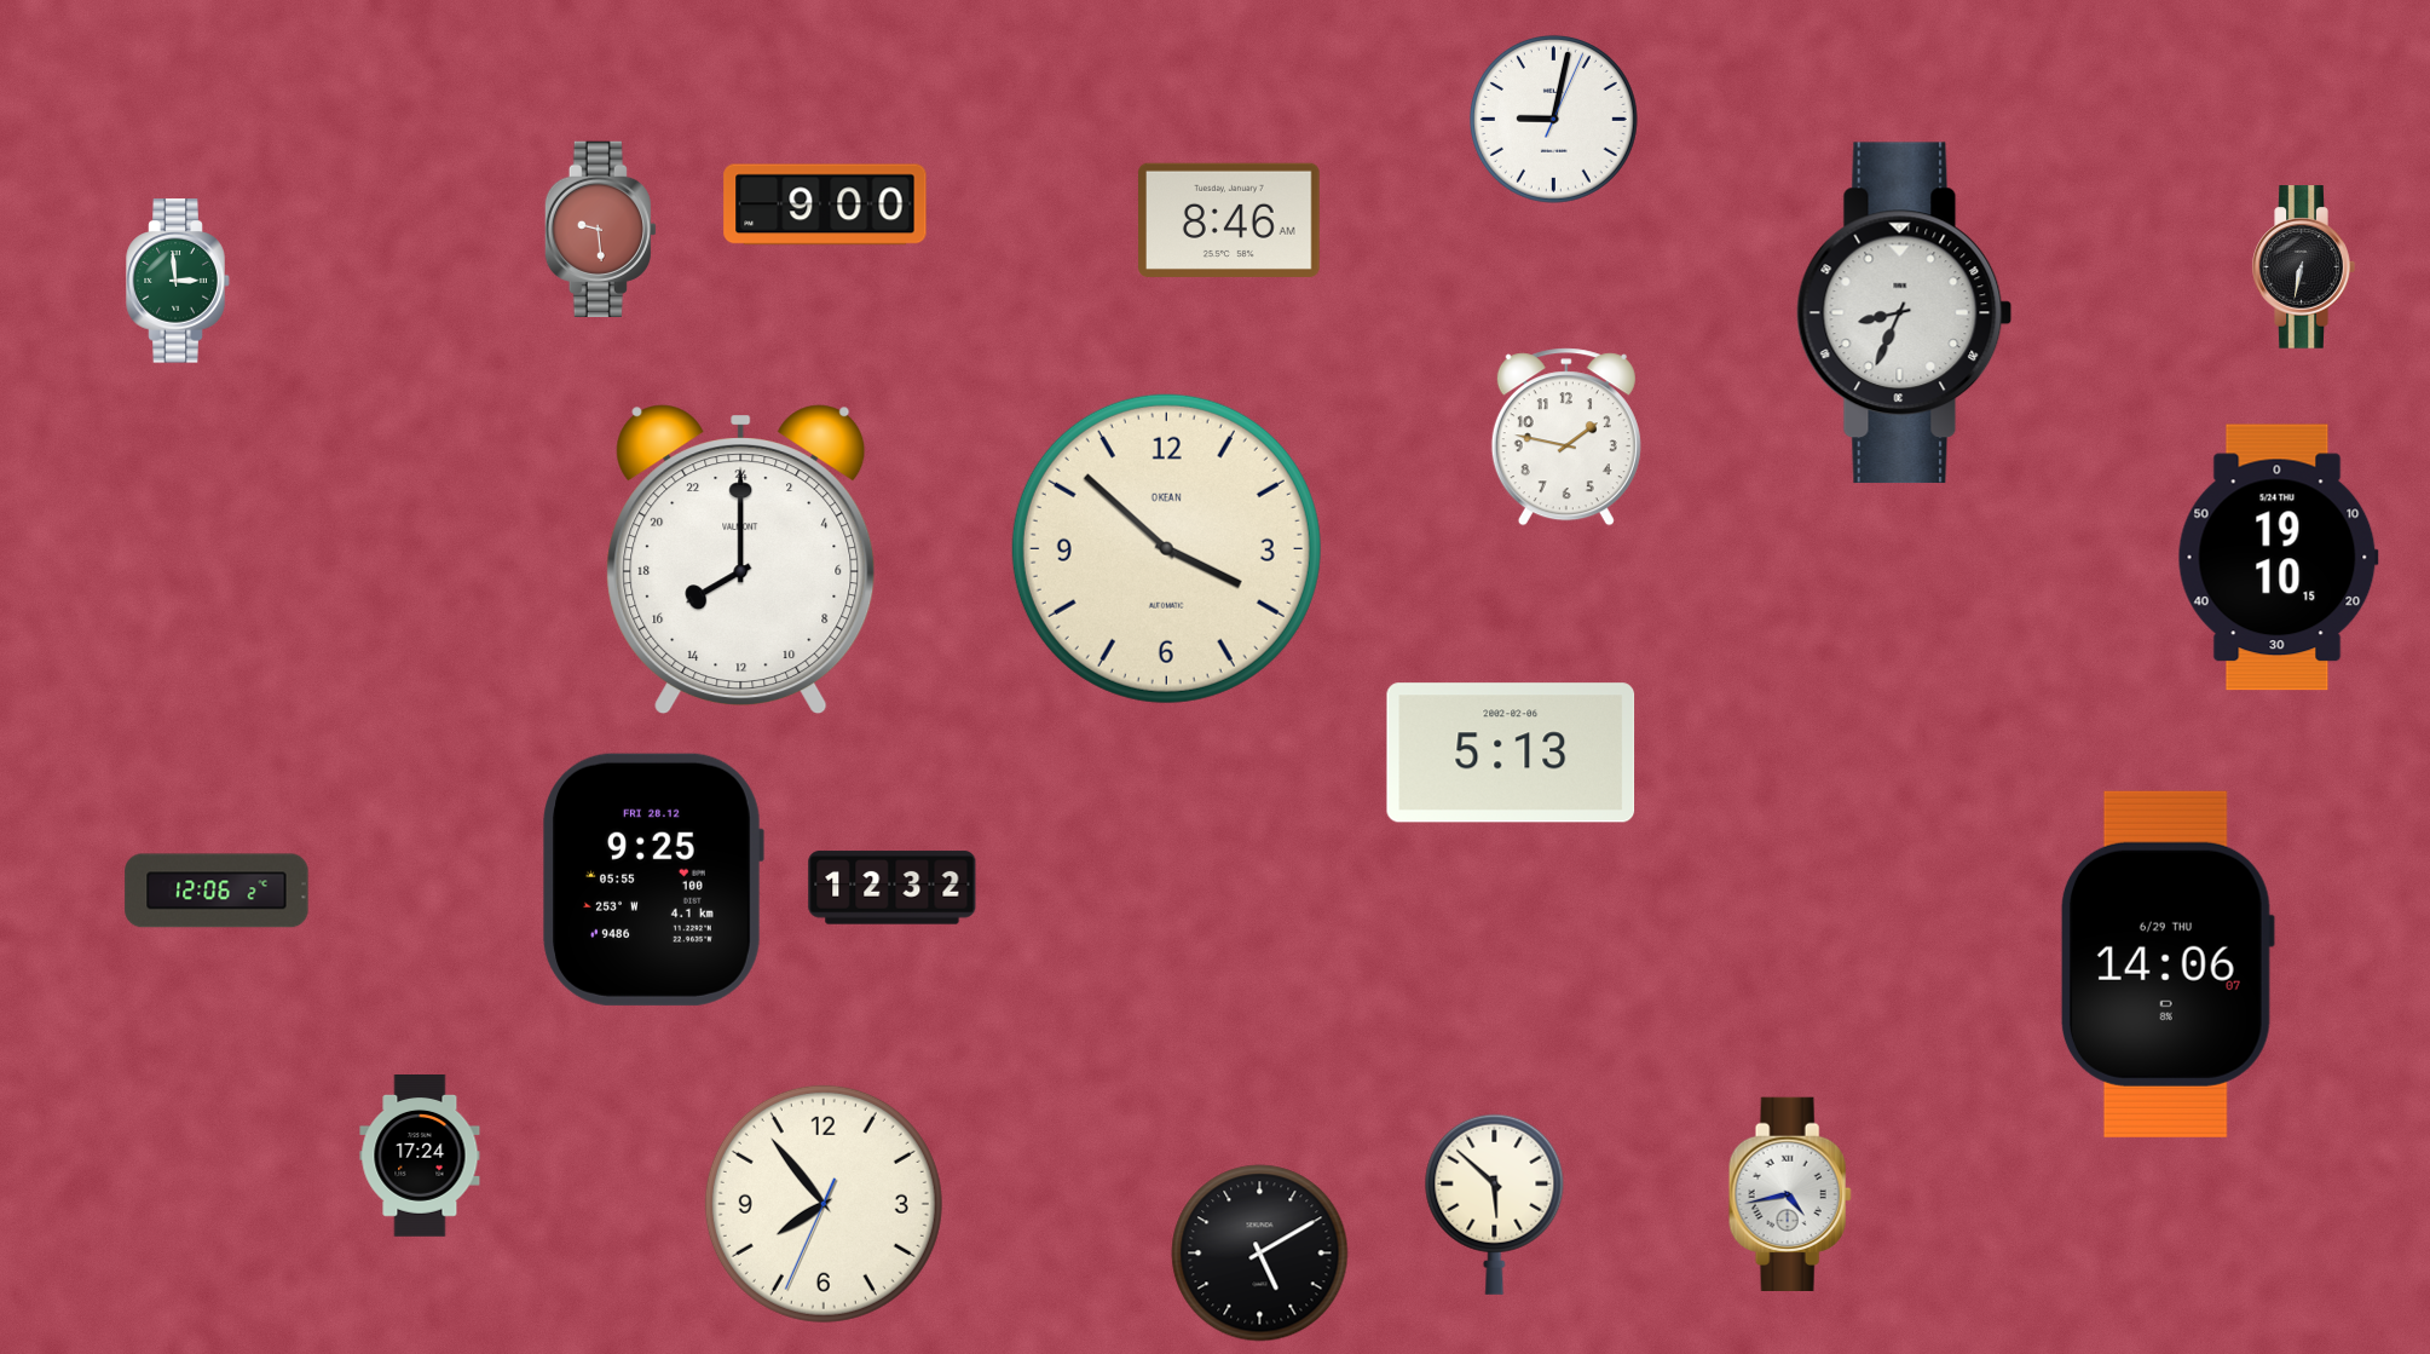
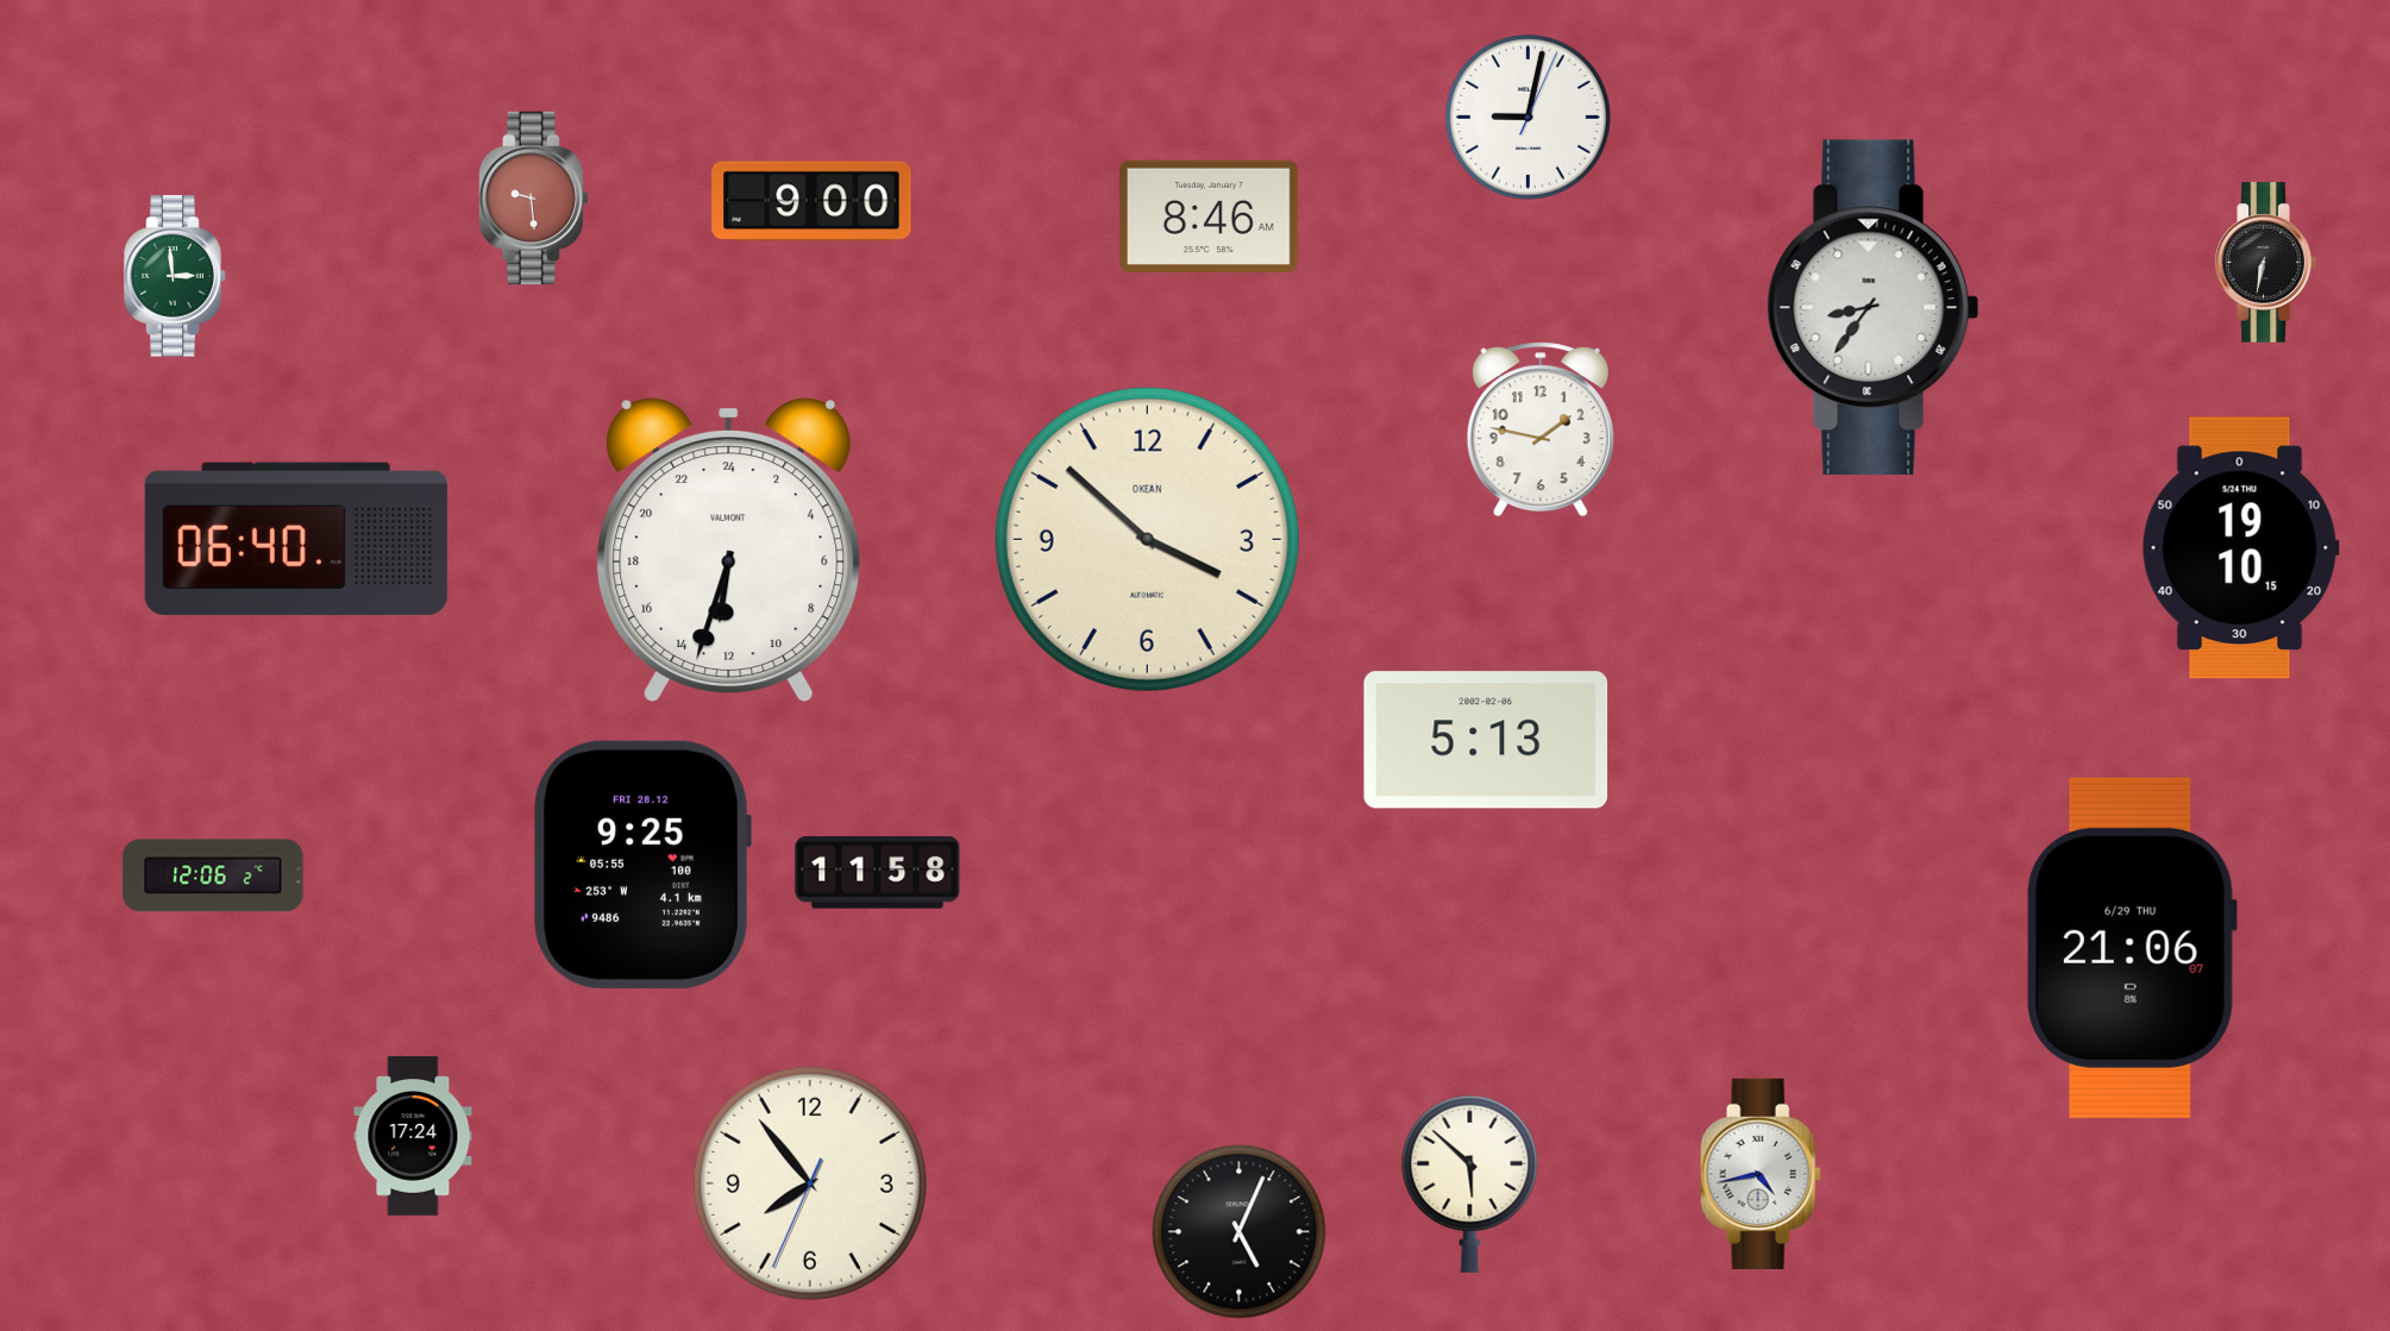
clock at (600, 229) position: (600, 229) -> (533, 197)
clock at (1905, 313): 8:34 -> 8:36
clock at (296, 539): none -> 06:40
clock at (741, 560): 16:00 -> 12:33
clock at (893, 888): 12:32 -> 11:58
clock at (2166, 964): 14:06 -> 21:06
clock at (1260, 1254): 5:10 -> 5:04
